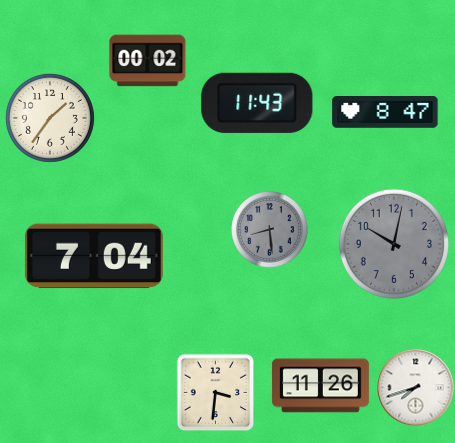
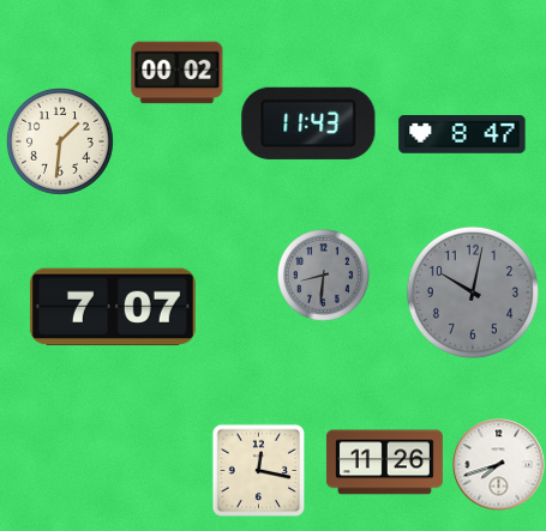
clock at (50, 118): 1:36 -> 1:31
clock at (270, 230): 8:29 -> 8:31
clock at (94, 256): 7:04 -> 7:07
clock at (215, 392): 3:31 -> 12:17
